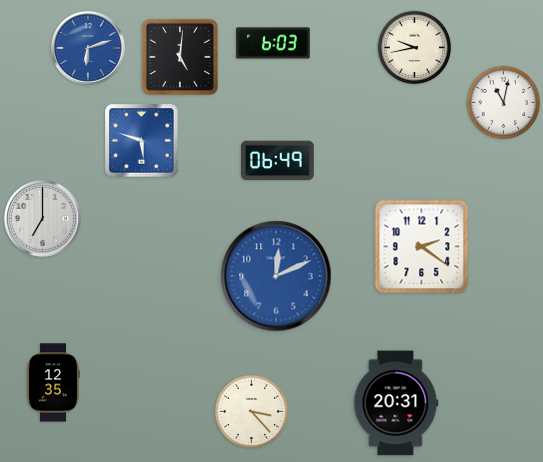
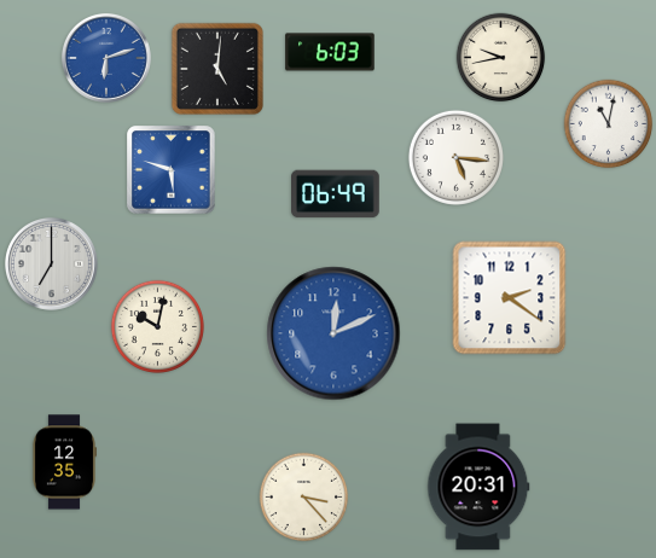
clock at (455, 157): none -> 5:16
clock at (157, 326): none -> 10:02
